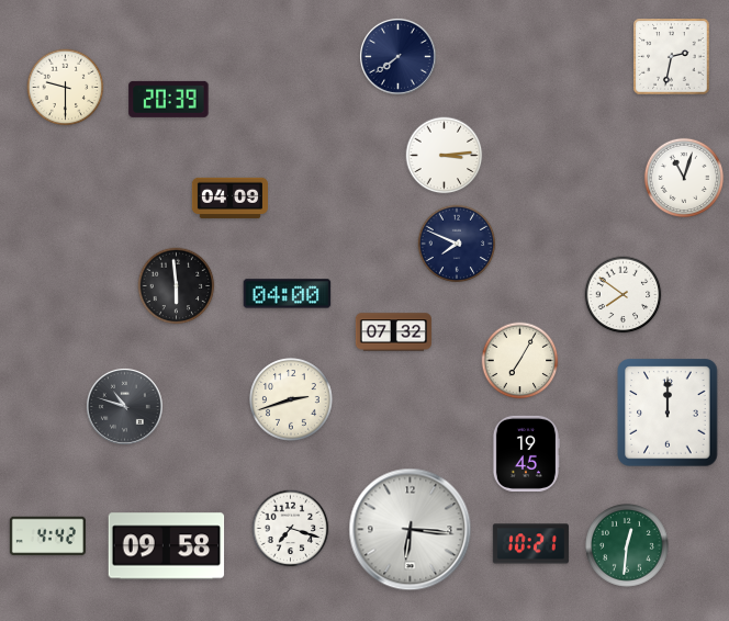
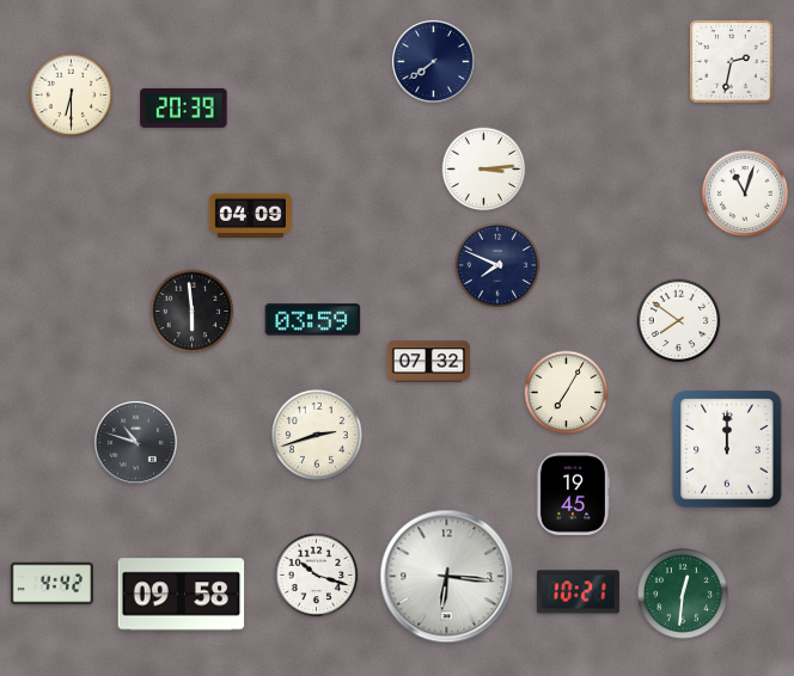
clock at (66, 88): 9:30 -> 6:30
clock at (288, 294): 04:00 -> 03:59
clock at (291, 529): 7:18 -> 10:18
